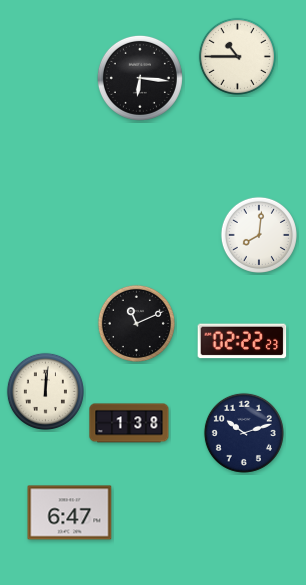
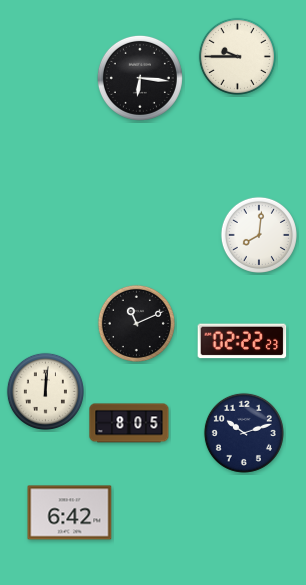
clock at (237, 56): 10:45 -> 9:45
clock at (129, 423): 1:38 -> 8:05
clock at (70, 513): 6:47 -> 6:42
